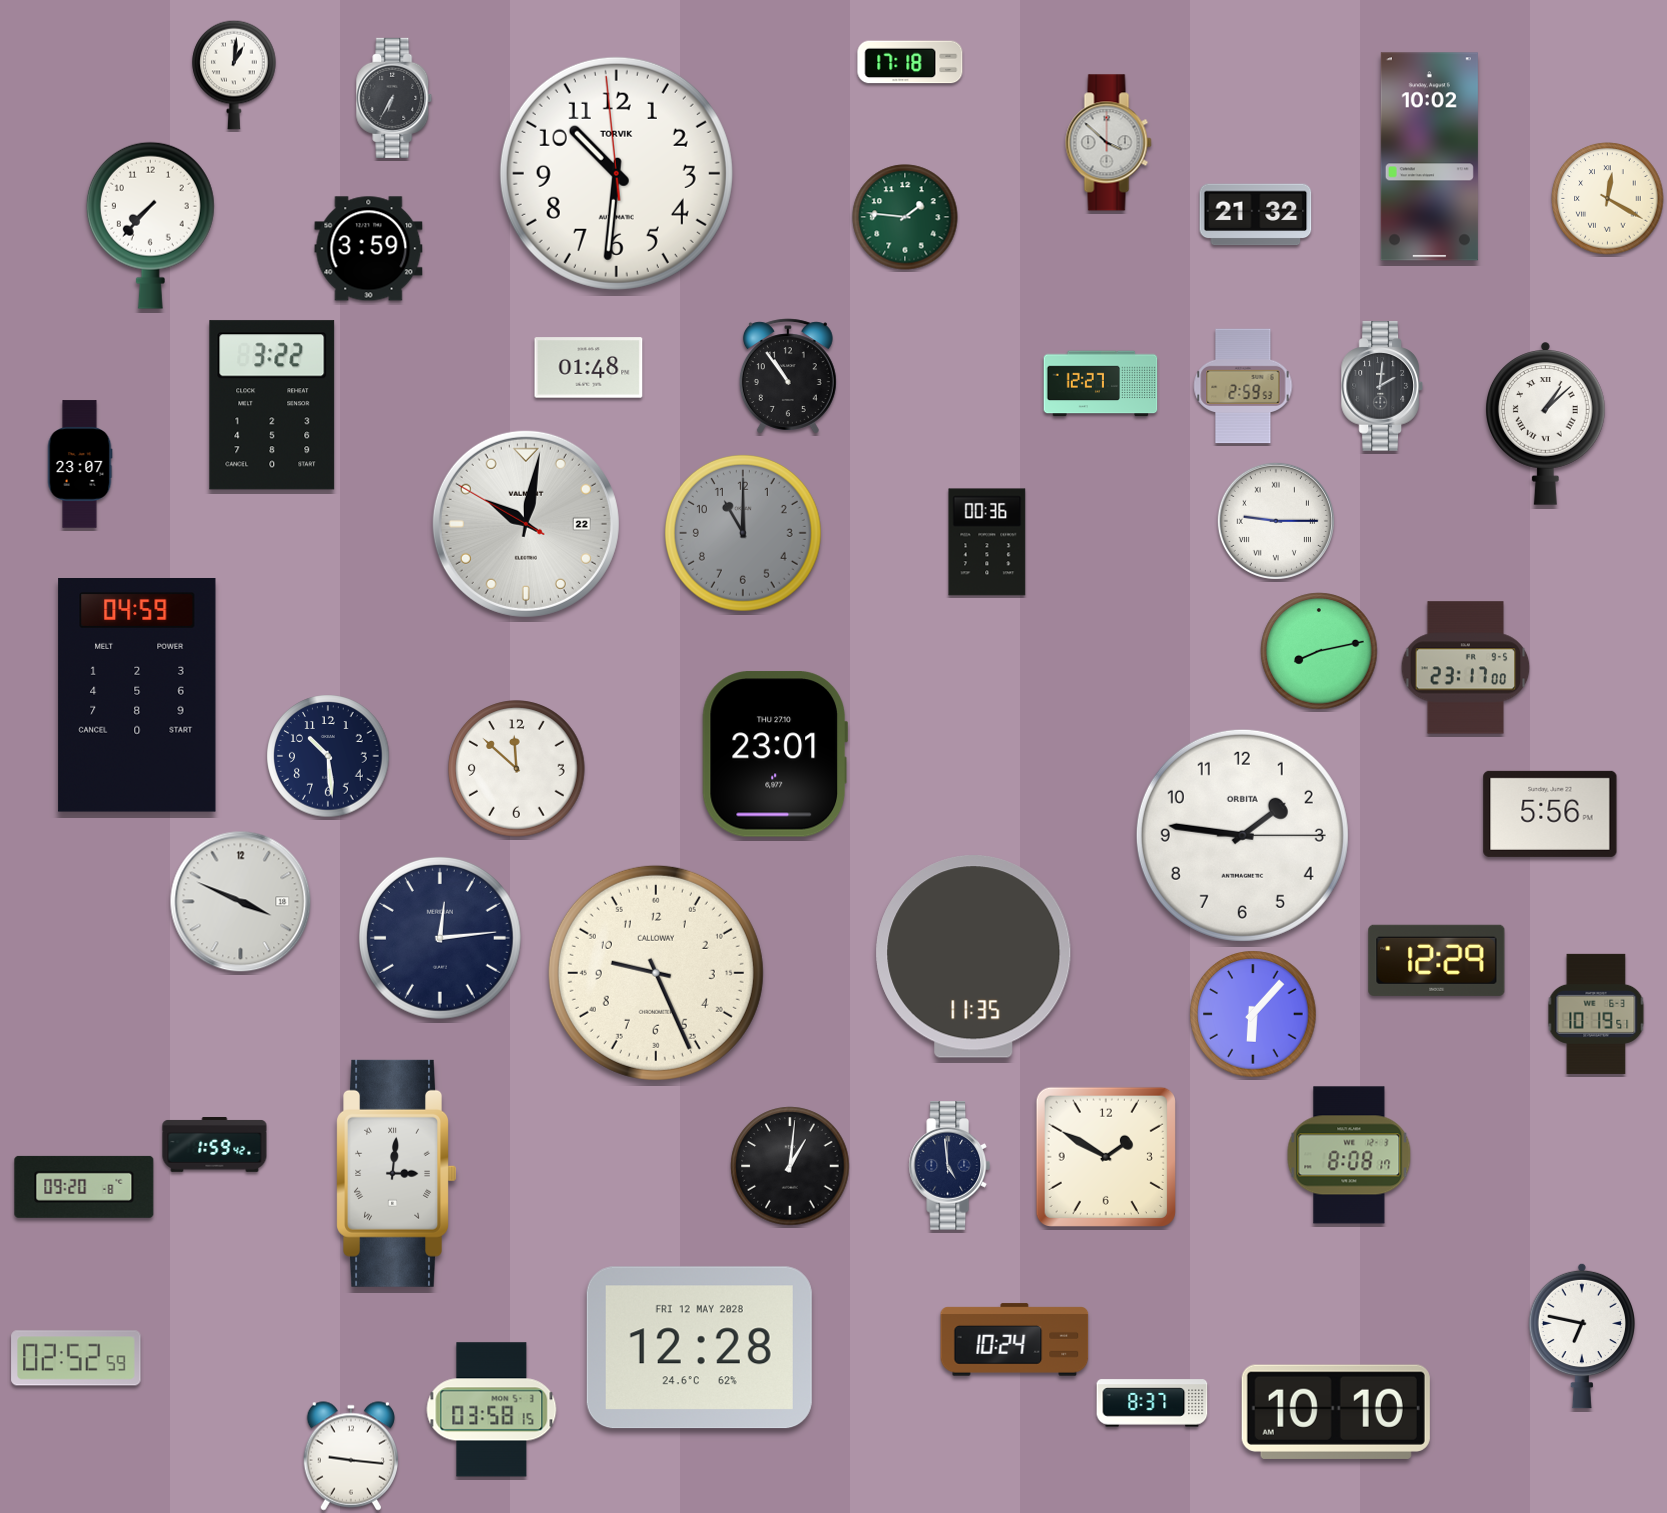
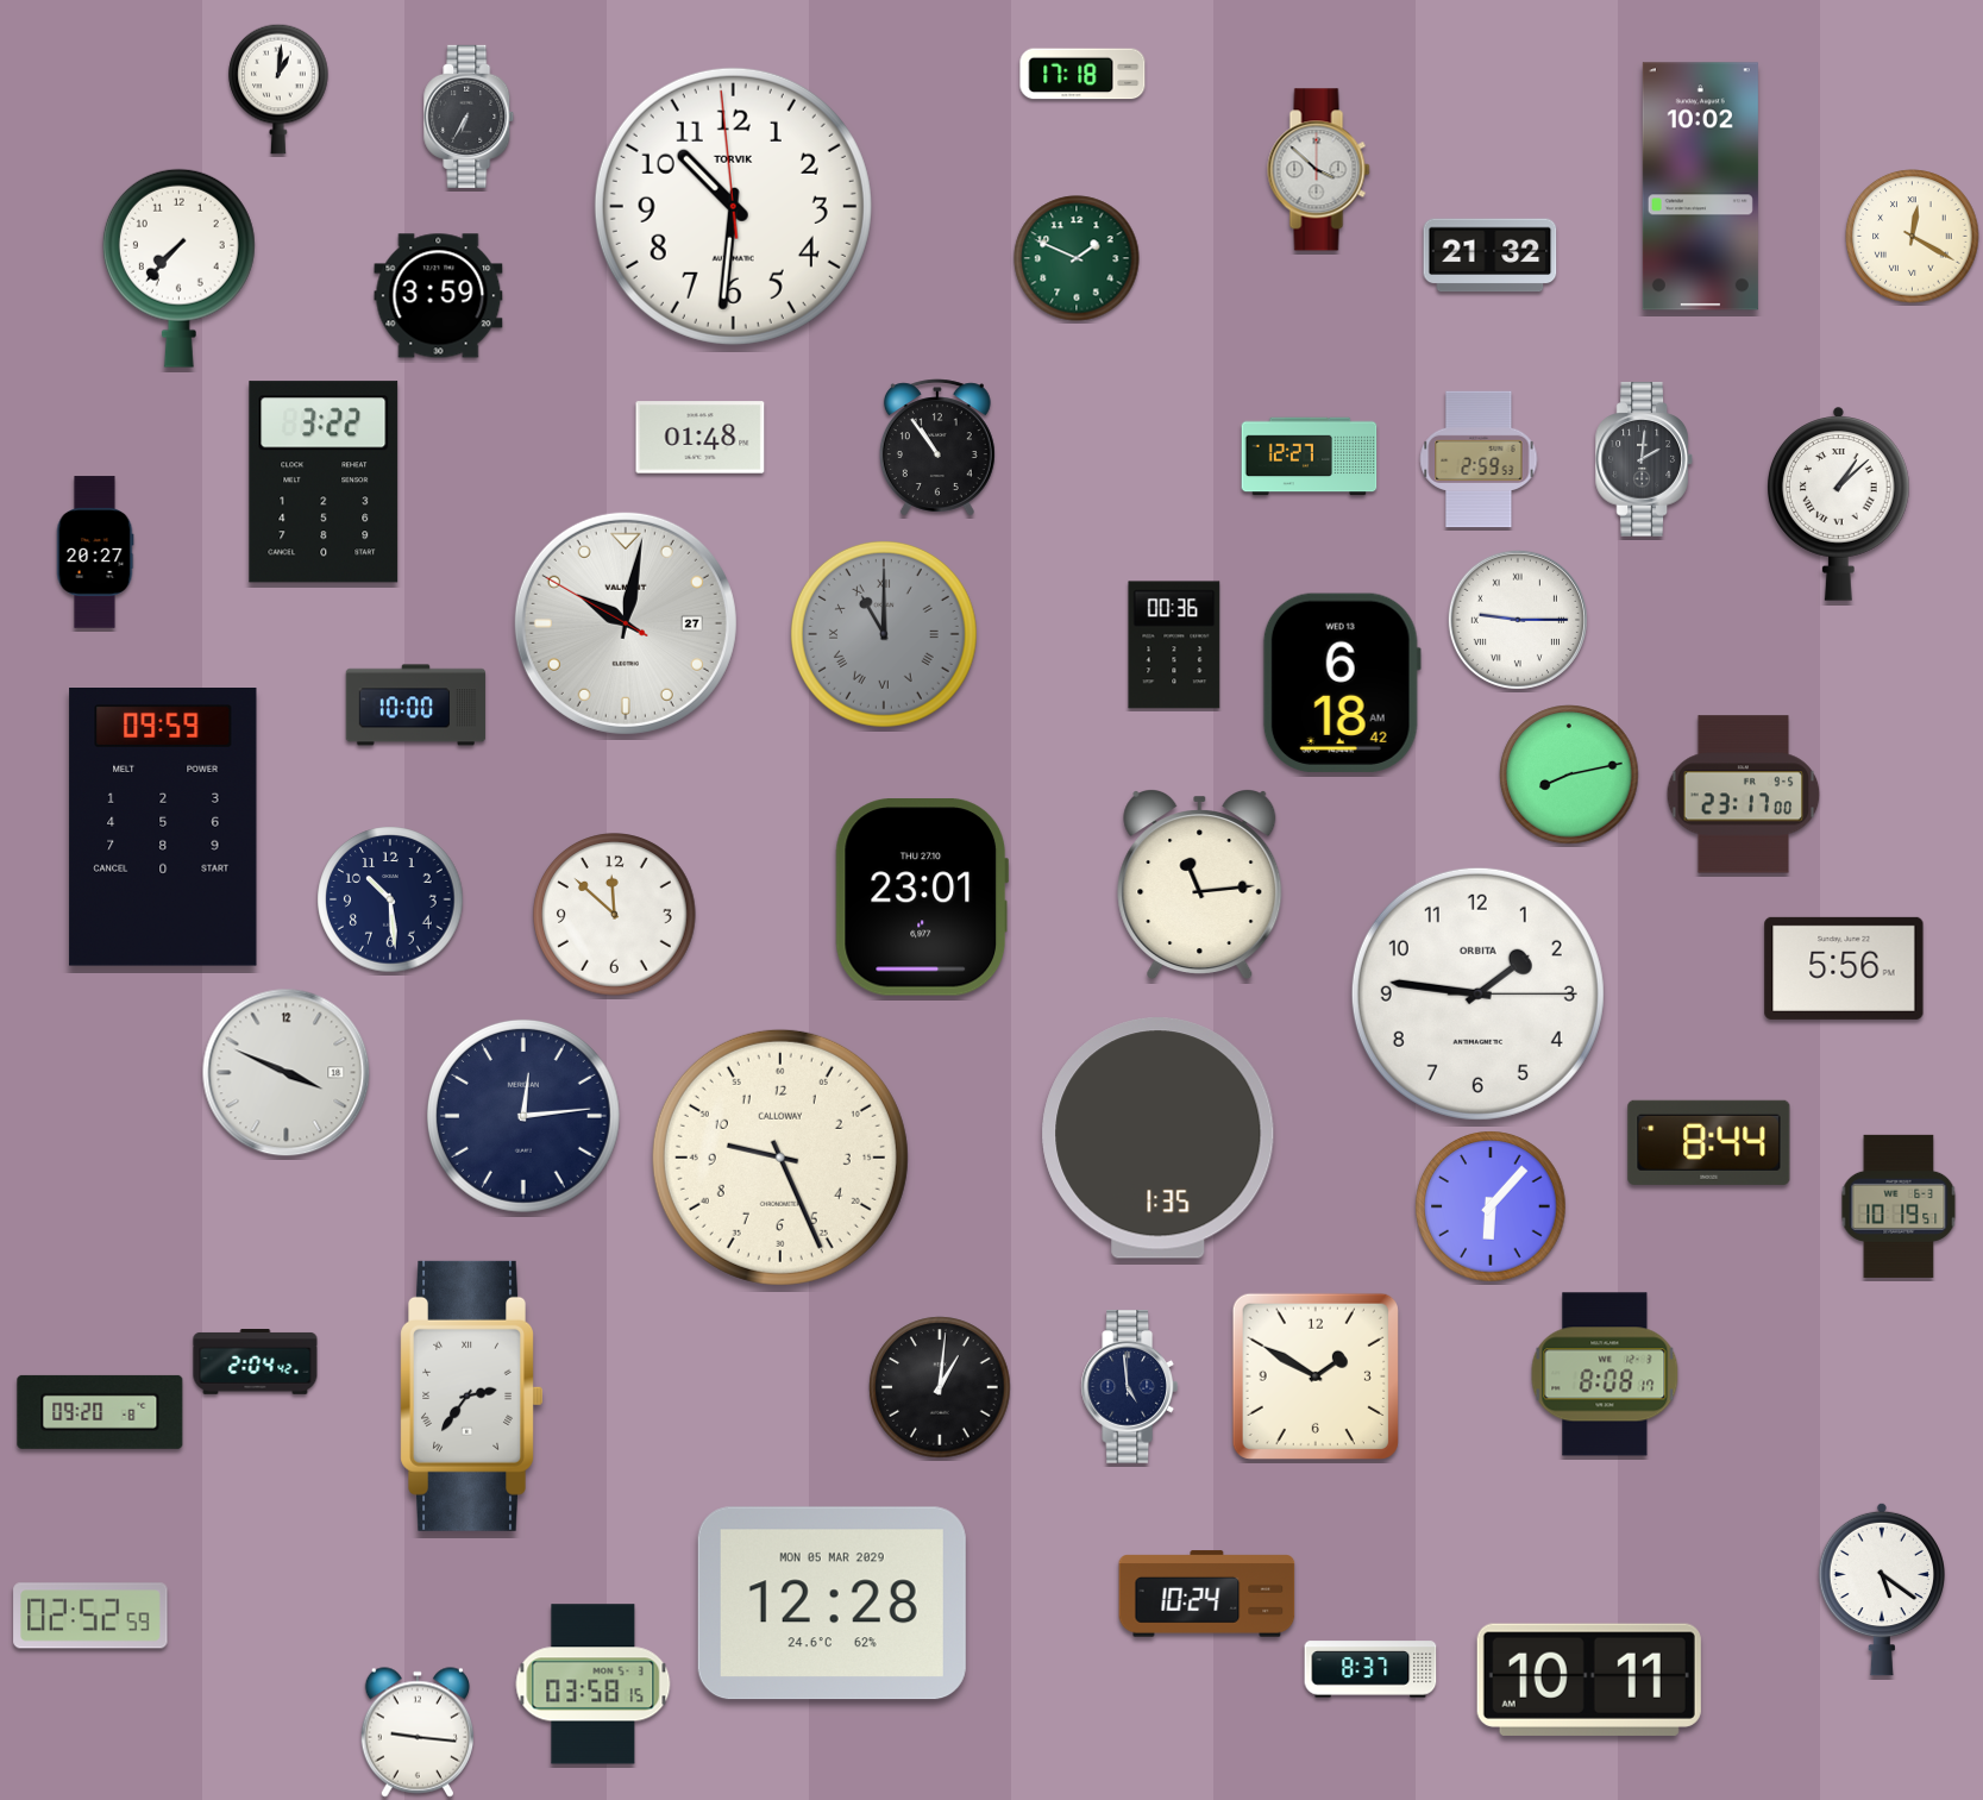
clock at (1256, 215) position: (1256, 215) -> (1491, 256)
clock at (905, 217): 1:46 -> 1:49
clock at (80, 464): 23:07 -> 20:27
clock at (526, 524) date: 22 -> 27
clock at (743, 533) numerals: Arabic -> Roman
clock at (1342, 683): none -> 6:18
clock at (416, 705): none -> 10:00
clock at (137, 696): 04:59 -> 09:59
clock at (1200, 884): none -> 11:14
clock at (974, 957): 11:35 -> 1:35
clock at (1437, 960): 12:29 -> 8:44
clock at (215, 1145): 1:59 -> 2:04
clock at (396, 1173): 3:01 -> 2:36
clock at (1581, 1336): 6:47 -> 5:21
clock at (699, 1348) date: FRI 12 MAY 2028 -> MON 05 MAR 2029
clock at (492, 1410) position: (492, 1410) -> (594, 1685)
clock at (1336, 1412): 10:10 -> 10:11
